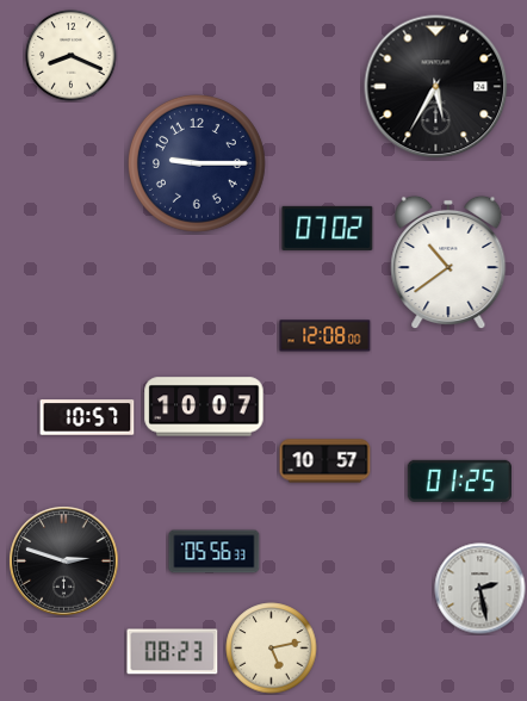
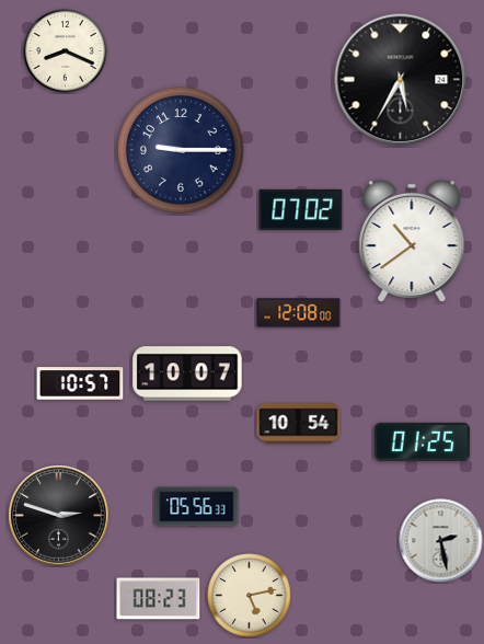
clock at (325, 336) position: (325, 336) -> (299, 313)
clock at (325, 461): 10:57 -> 10:54
